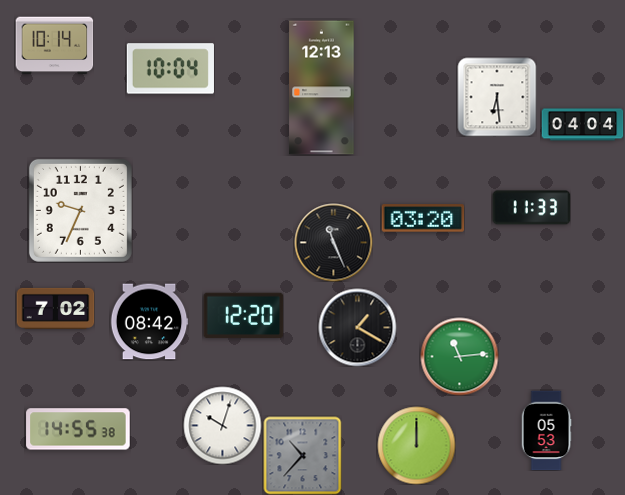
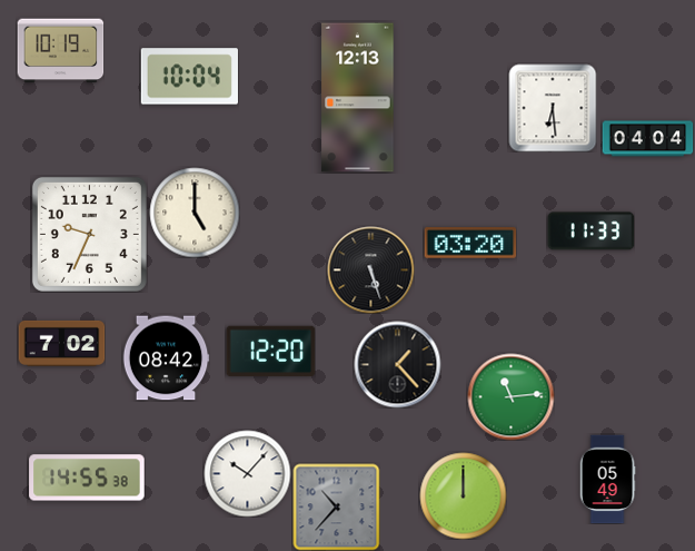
clock at (54, 46): 10:14 -> 10:19
clock at (195, 213): none -> 5:00
clock at (333, 242): 11:26 -> 5:27
clock at (357, 327): 1:20 -> 1:23
clock at (222, 425): 10:03 -> 10:07
clock at (546, 430): 05:53 -> 05:49
